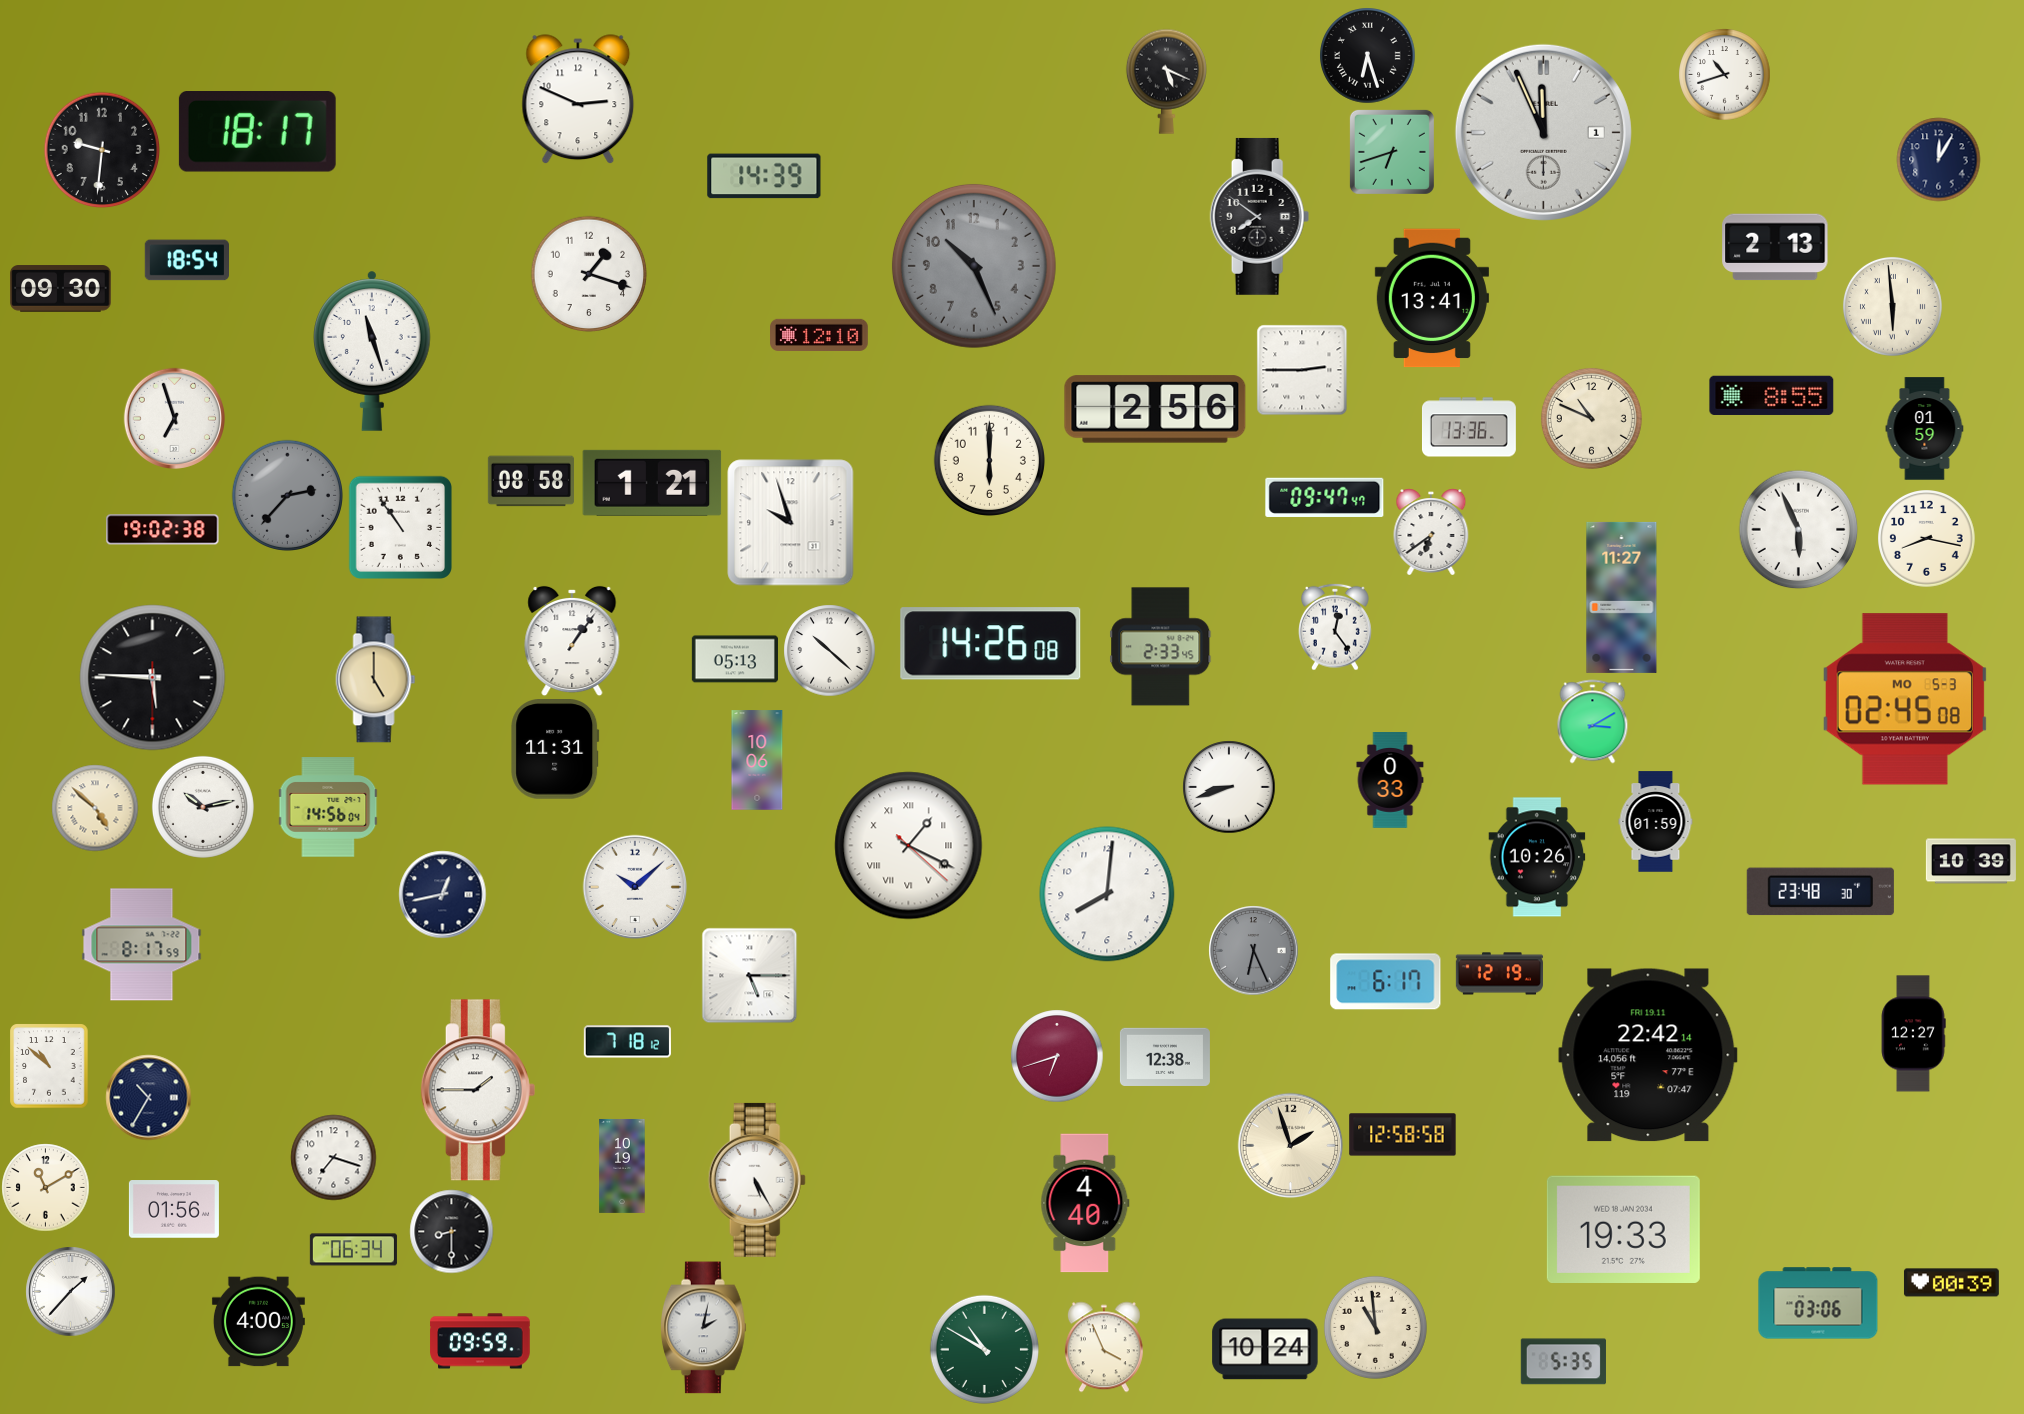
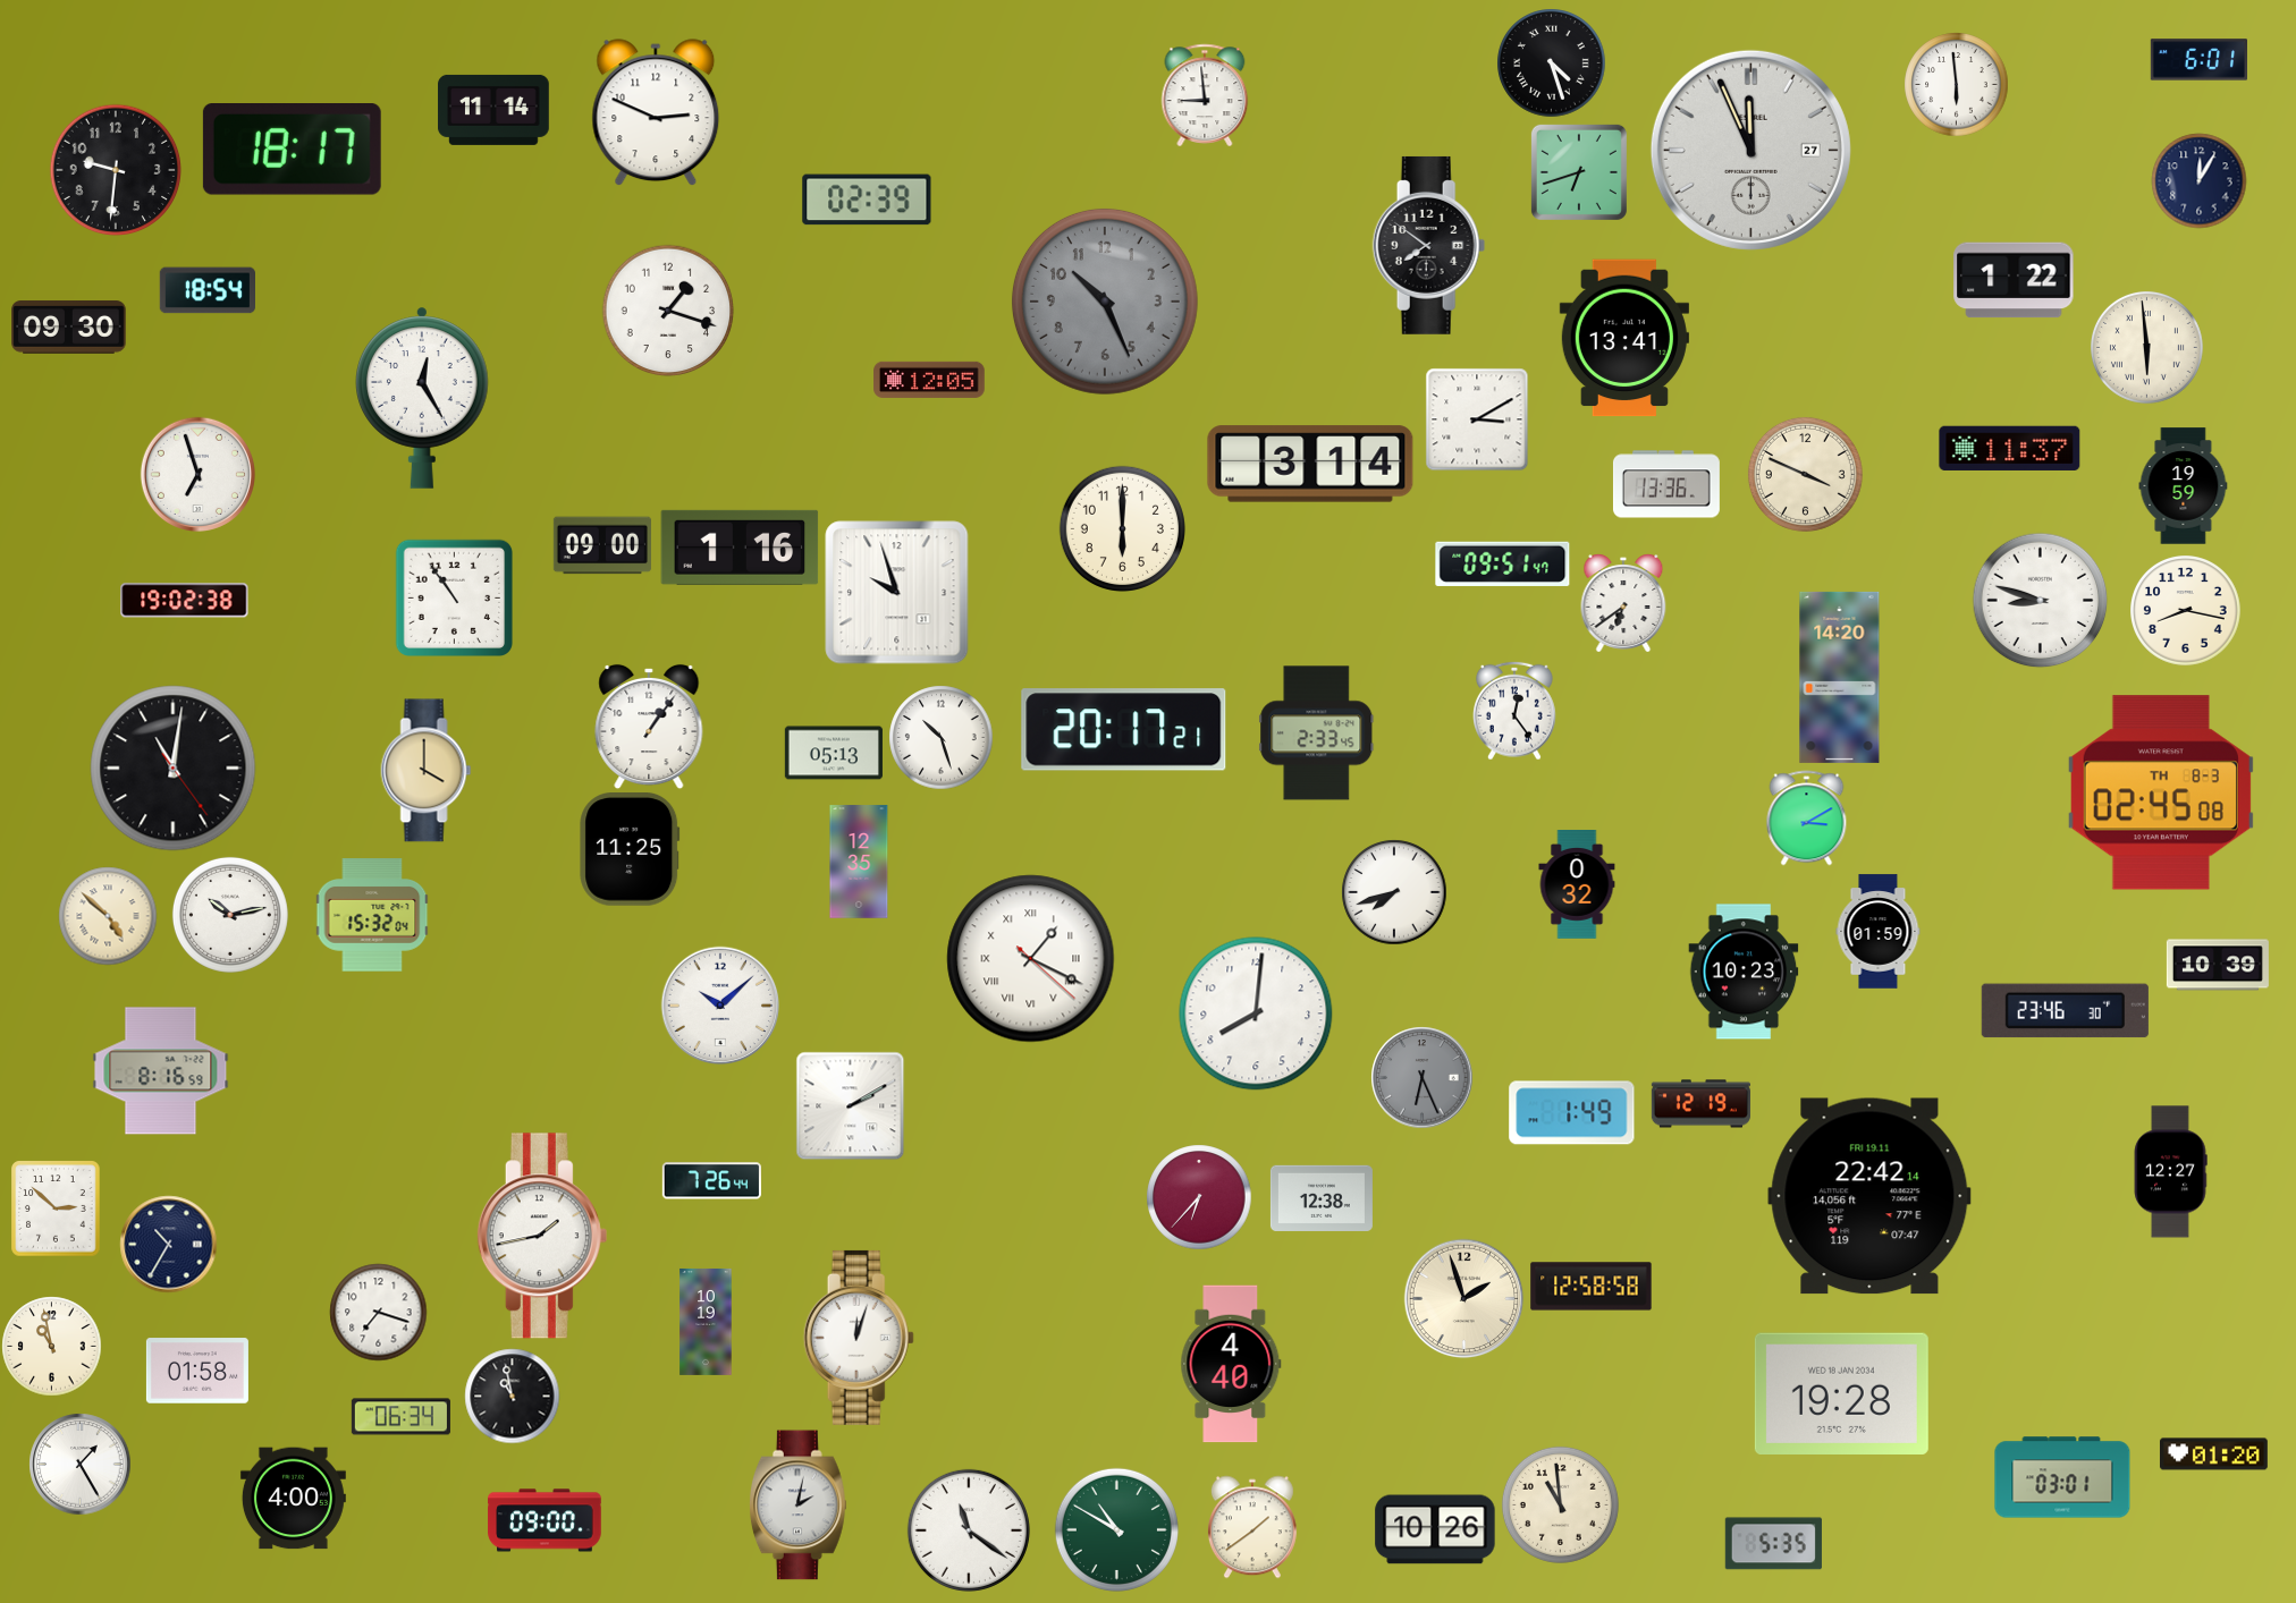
clock at (2198, 60): none -> 6:01
clock at (1367, 55): 6:27 -> 4:27
clock at (1724, 74): 10:42 -> 5:59
clock at (1166, 81): 5:19 -> none
clock at (1205, 94): none -> 8:59
clock at (493, 110): none -> 11:14
clock at (1543, 132) date: 1 -> 27
clock at (764, 176): 14:39 -> 02:39
clock at (1775, 247): 2:13 -> 1:22
clock at (186, 260) position: (186, 260) -> (206, 290)
clock at (819, 335): 12:10 -> 12:05
clock at (373, 351): 11:27 -> 12:25
clock at (1302, 370): 2:45 -> 3:10
clock at (1772, 395): 8:55 -> 11:37
clock at (1155, 409): 2:56 -> 3:14
clock at (1591, 418): 10:49 -> 3:49
clock at (1925, 429): 01:59 -> 19:59
clock at (989, 460) position: (989, 460) -> (1122, 528)
clock at (531, 481): 08:58 -> 09:00
clock at (652, 483): 1:21 -> 1:16
clock at (287, 495): 2:37 -> none
clock at (1325, 497): 09:47 -> 09:51
clock at (1798, 529): 5:56 -> 8:48
clock at (1622, 597): 11:27 -> 14:20
clock at (991, 644): 14:26 -> 20:17
clock at (829, 650): 10:22 -> 10:27
clock at (735, 659) position: (735, 659) -> (834, 753)
clock at (153, 678): 5:45 -> 11:01
clock at (376, 680): 5:00 -> 4:00
clock at (1905, 699) date: MO 5-3 -> TH 8-3
clock at (555, 750): 11:31 -> 11:25
clock at (757, 760): 10:06 -> 12:35
clock at (1390, 781): 0:33 -> 0:32
clock at (1229, 787): 8:42 -> 7:42
clock at (328, 807): 14:56 -> 15:32
clock at (1537, 857): 10:26 -> 10:23
clock at (1971, 861) position: (1971, 861) -> (2218, 965)
clock at (1820, 892): 23:48 -> 23:46
clock at (442, 894): 12:43 -> none
clock at (142, 945): 8:17 -> 8:16
clock at (749, 975): 5:15 -> 2:10
clock at (1386, 982): 6:17 -> 1:49
clock at (627, 1042): 7:18 -> 7:26
clock at (1057, 1056): 6:42 -> 6:37
clock at (49, 1066): 10:52 -> 2:52
clock at (478, 1090): 1:45 -> 1:43
clock at (757, 1180): 5:25 -> 12:03
clock at (45, 1187): 11:10 -> 10:58
clock at (174, 1209): 01:56 -> 01:58
clock at (1623, 1229): 19:33 -> 19:28
clock at (451, 1231): 8:30 -> 10:58
clock at (1951, 1283): 00:39 -> 01:20
clock at (70, 1291): 1:37 -> 1:25
clock at (1818, 1303): 03:06 -> 03:01
clock at (480, 1341): 09:59 -> 09:00
clock at (1104, 1347): 3:56 -> 1:39
clock at (1265, 1349): 10:24 -> 10:26
clock at (969, 1530): none -> 11:21
